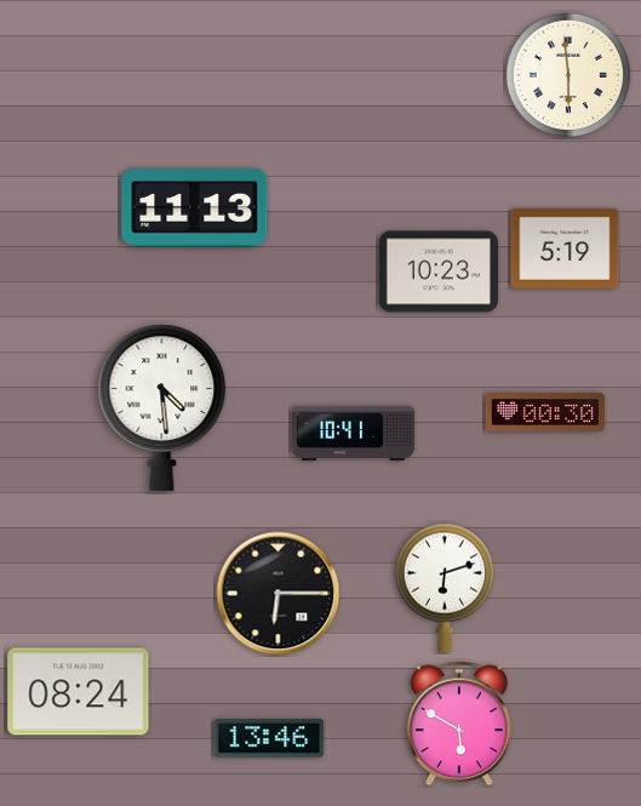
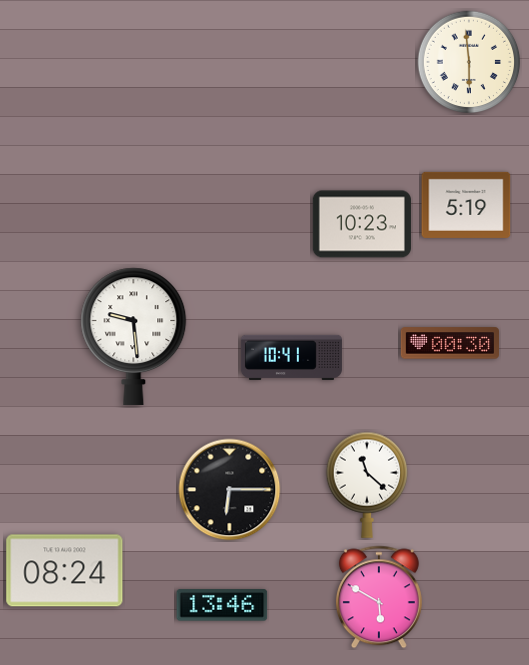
clock at (195, 208): 11:13 -> none
clock at (162, 407): 4:29 -> 9:29
clock at (545, 412) position: (545, 412) -> (450, 343)
clock at (445, 588): 6:12 -> 11:22
clock at (269, 738) position: (269, 738) -> (222, 605)
